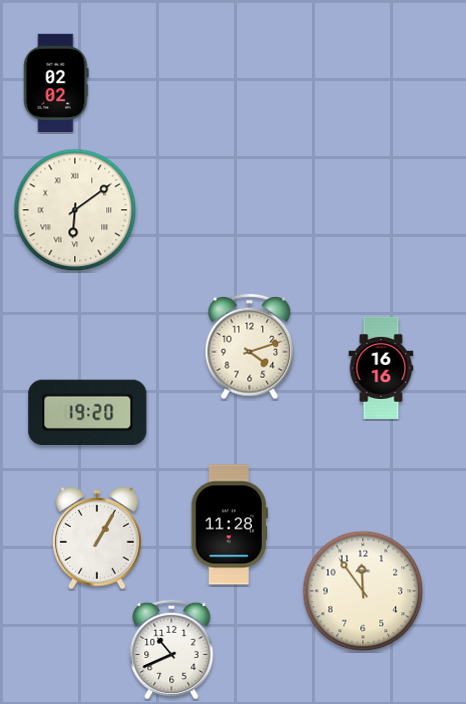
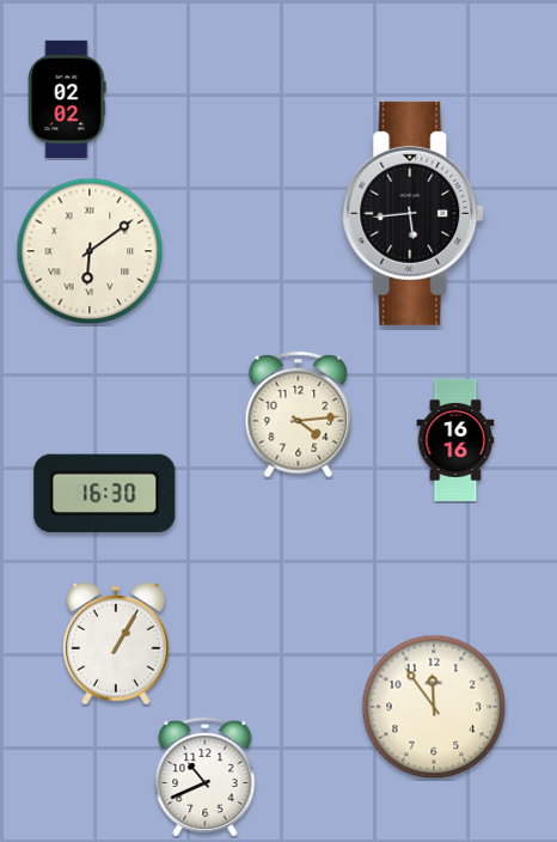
clock at (414, 213): none -> 5:44
clock at (250, 347): 4:12 -> 4:14
clock at (88, 412): 19:20 -> 16:30
clock at (229, 525): 11:28 -> none
